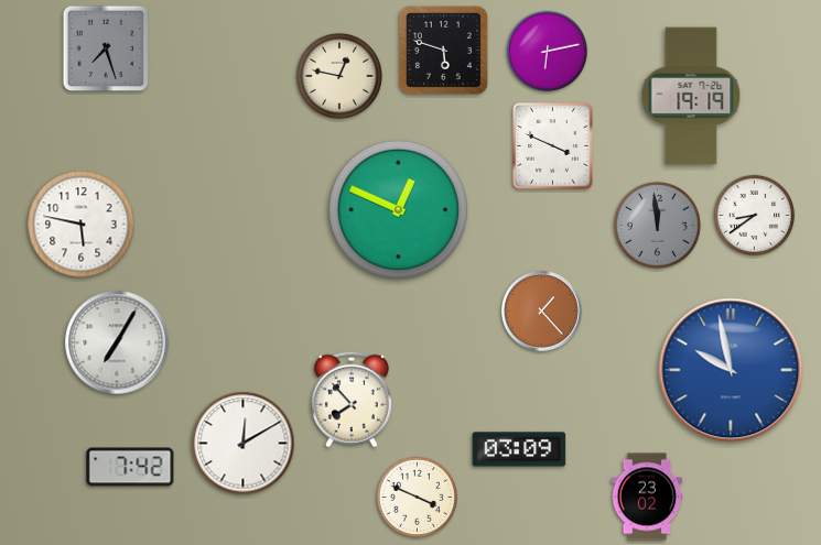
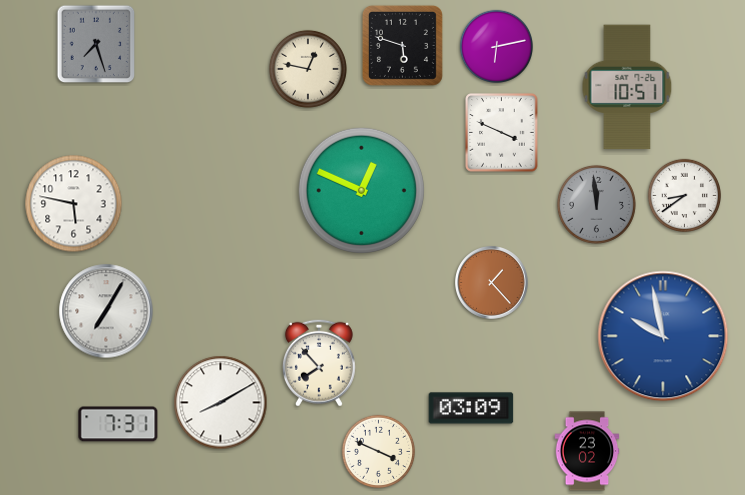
clock at (691, 96): 19:19 -> 10:51
clock at (244, 444): 12:10 -> 8:10
clock at (130, 467): 7:42 -> 7:31
